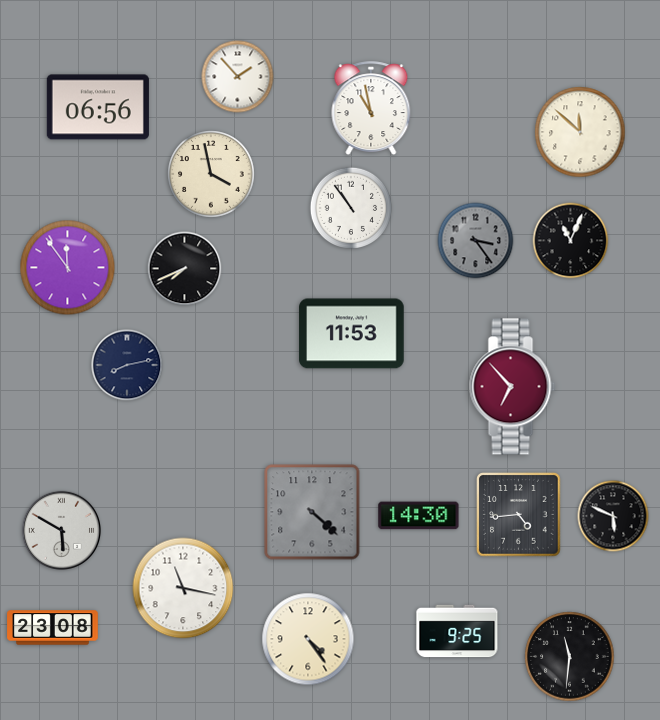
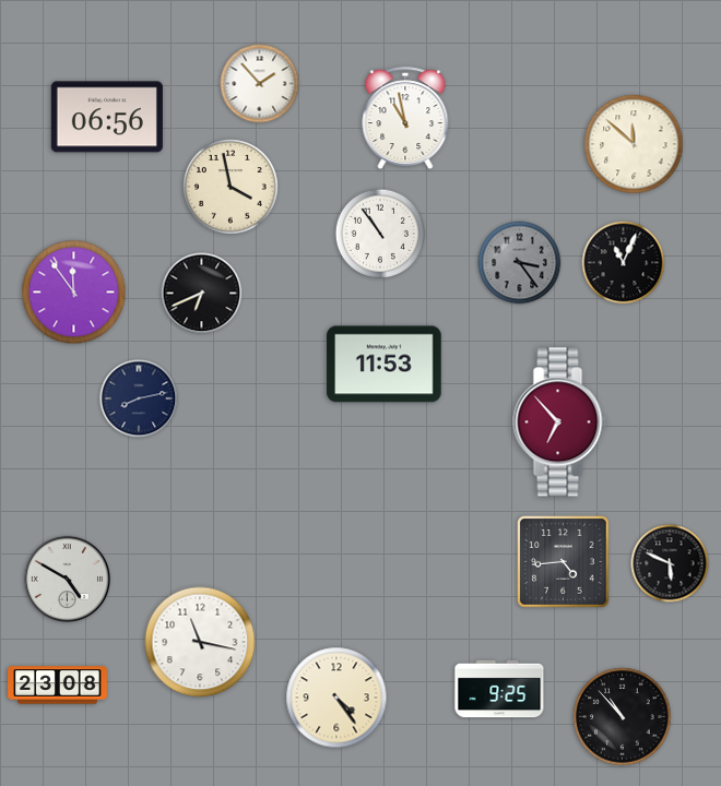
clock at (211, 174) position: (211, 174) -> (231, 187)
clock at (350, 207) position: (350, 207) -> (379, 233)
clock at (185, 269): 7:41 -> 6:41
clock at (312, 512): 4:22 -> none
clock at (519, 515) position: (519, 515) -> (564, 562)
clock at (419, 516): 14:30 -> none
clock at (61, 530): 5:50 -> 4:50
clock at (570, 657): 11:31 -> 10:53
